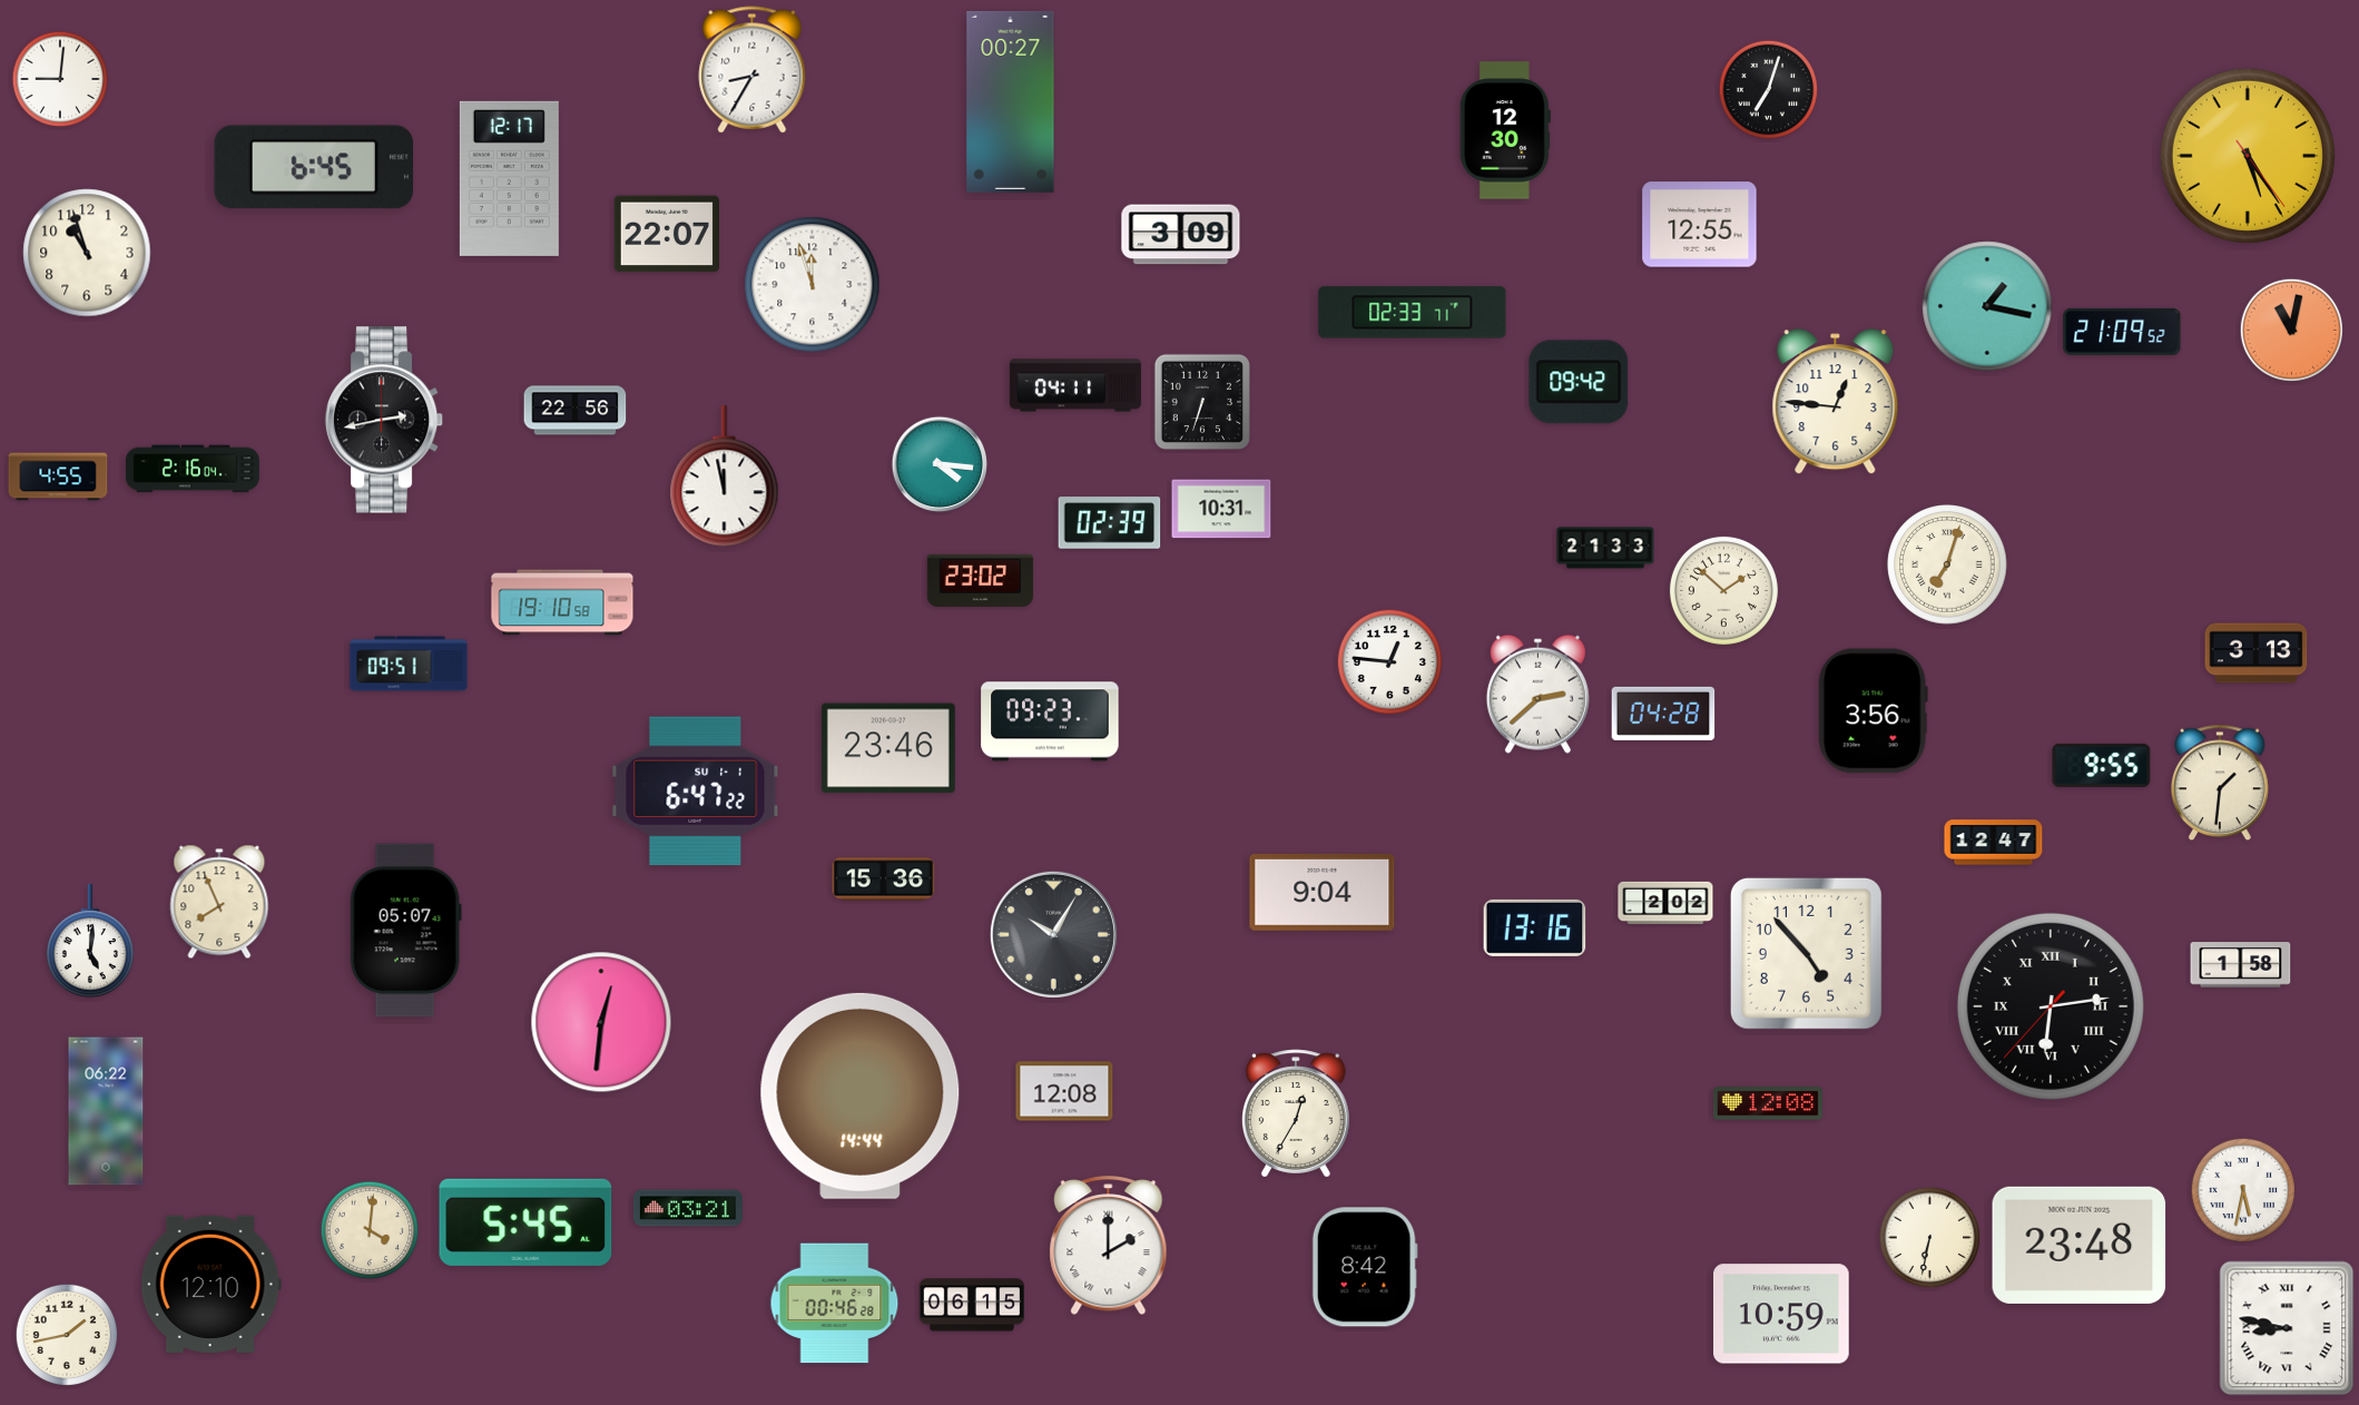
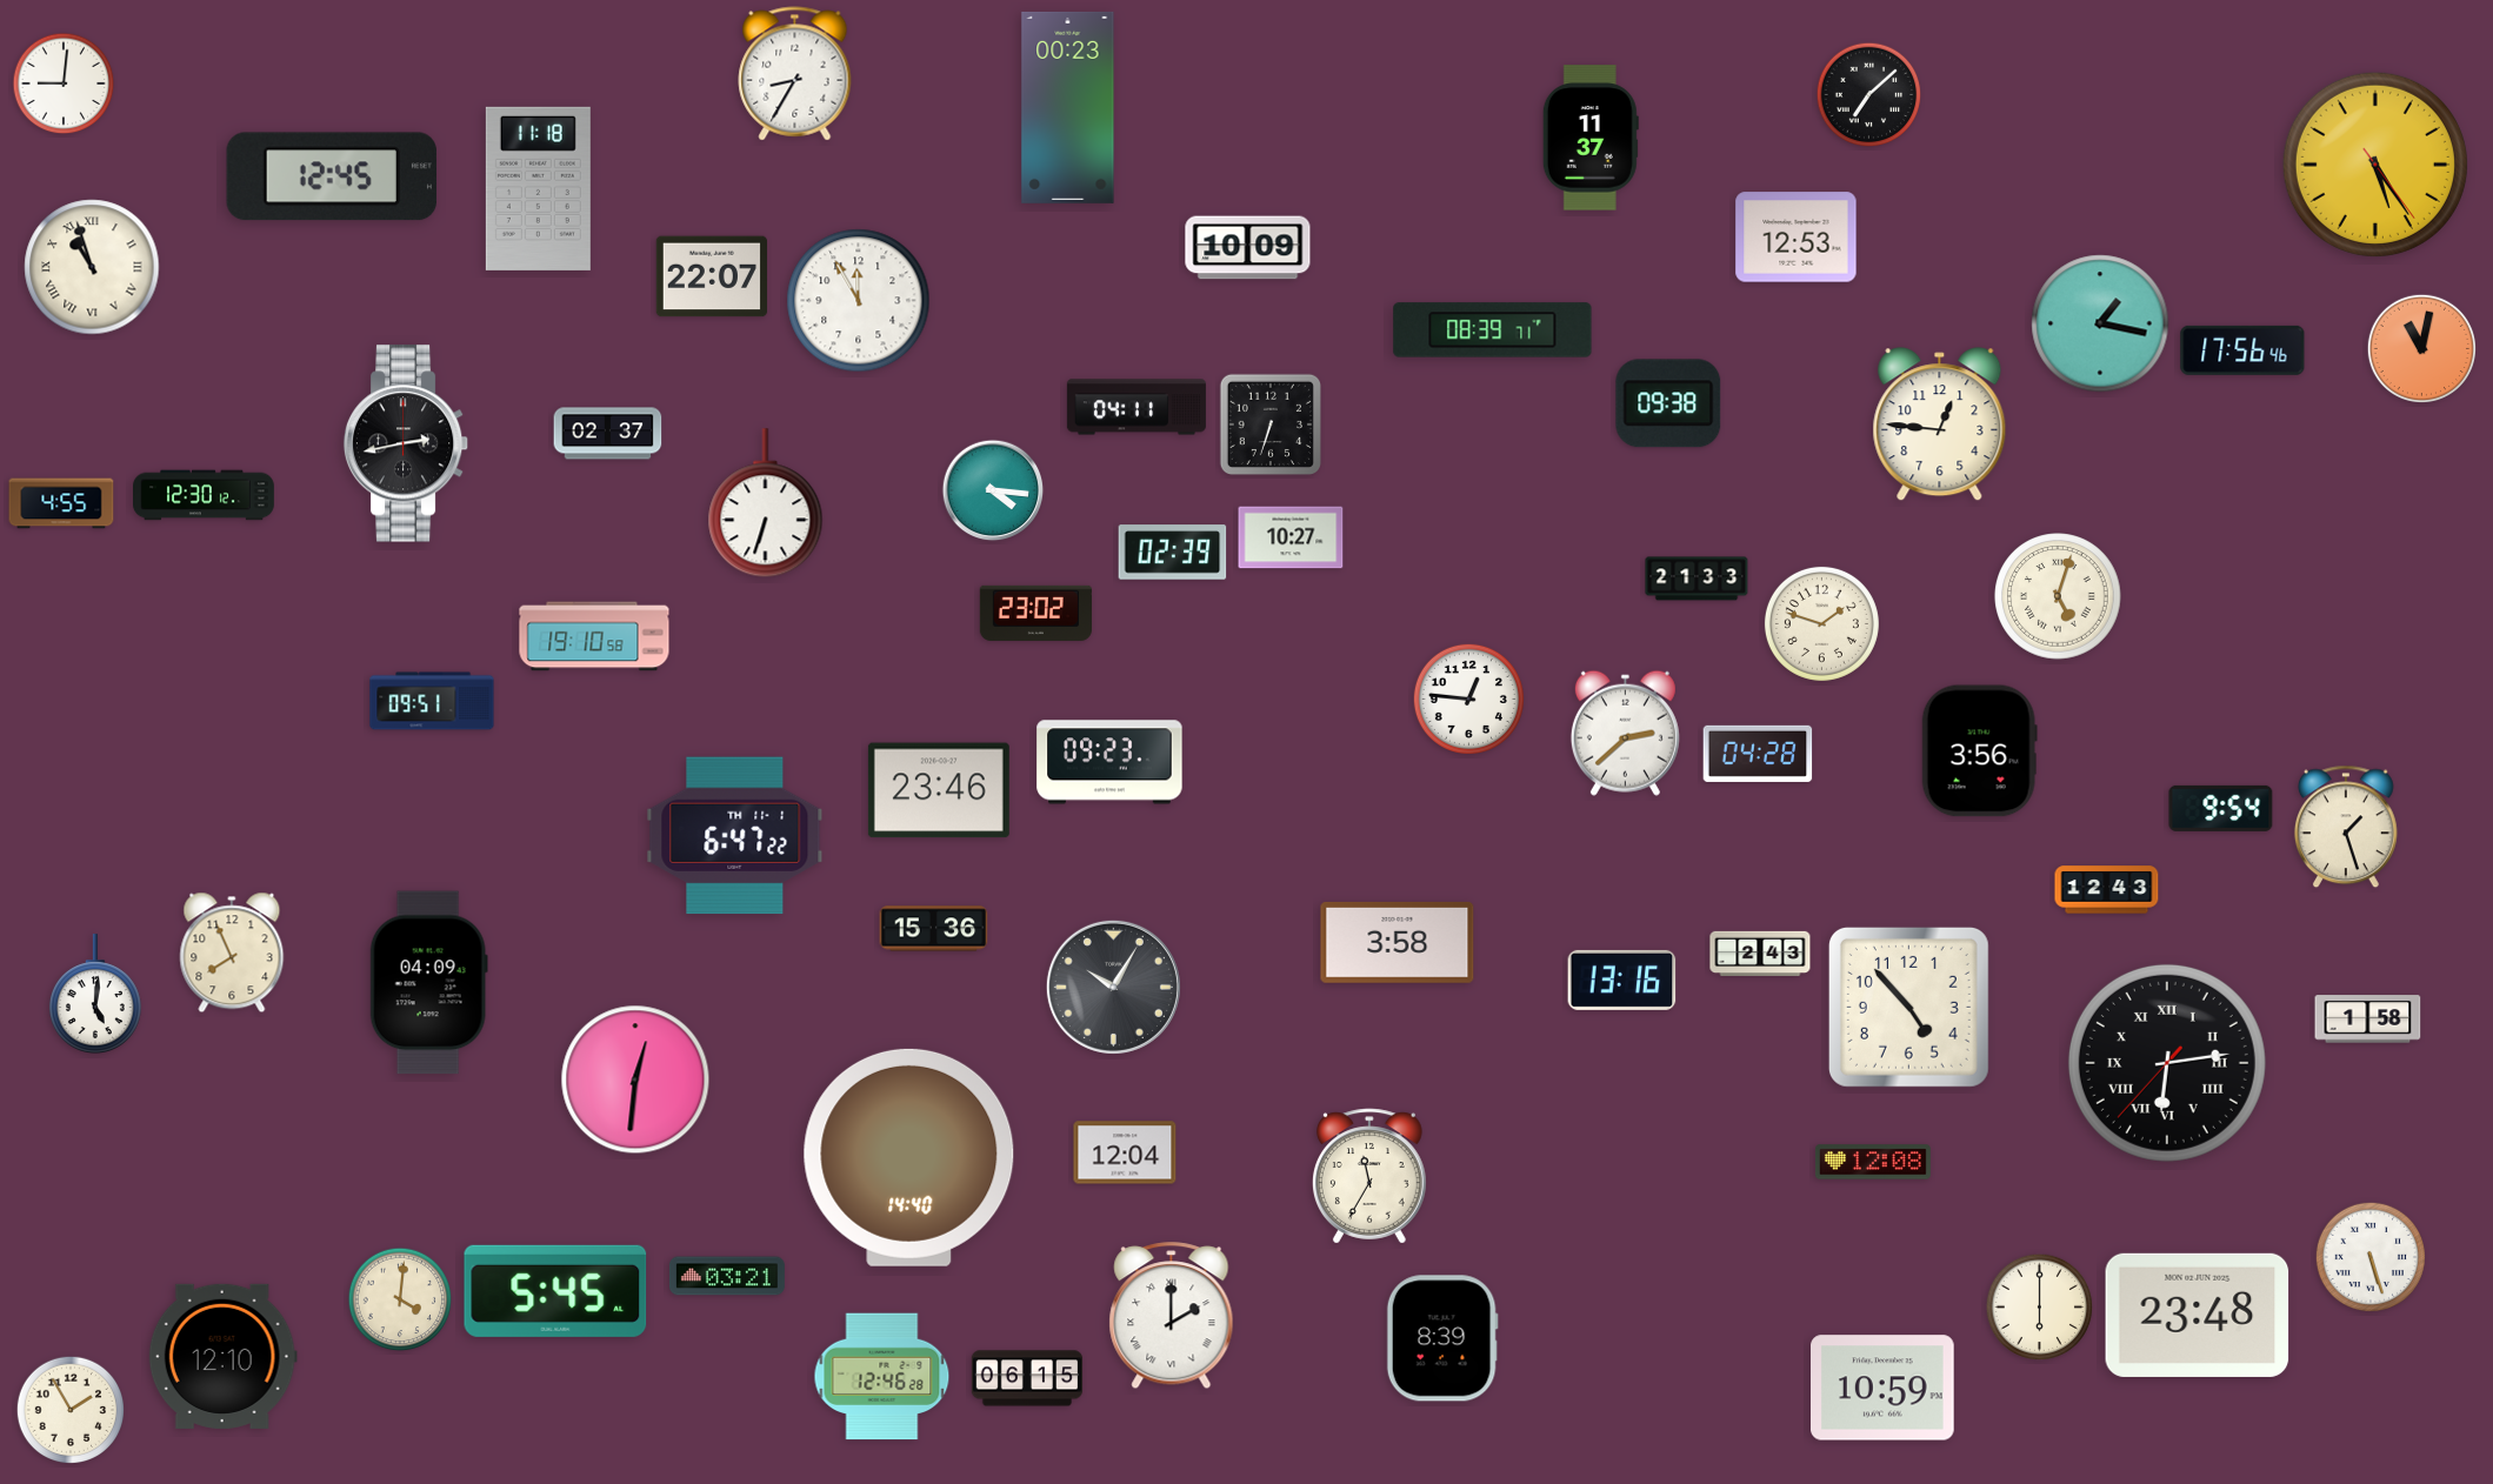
clock at (1769, 90): 7:03 -> 7:08
clock at (1011, 101): 00:27 -> 00:23
clock at (1505, 130): 12:30 -> 11:37
clock at (314, 167): 6:45 -> 12:45
clock at (509, 178): 12:17 -> 11:18
clock at (1700, 225): 12:55 -> 12:53
clock at (666, 234) position: (666, 234) -> (711, 276)
clock at (1181, 235): 3:09 -> 10:09
clock at (87, 253) numerals: Arabic -> Roman
clock at (813, 285): 11:57 -> 11:55
clock at (1413, 313): 02:33 -> 08:39
clock at (2122, 332): 21:09 -> 17:56
clock at (1579, 382): 09:42 -> 09:38
clock at (576, 411): 22:56 -> 02:37
clock at (194, 469): 2:16 -> 12:30
clock at (725, 476): 11:58 -> 6:33
clock at (1221, 509): 10:31 -> 10:27
clock at (1947, 564): 7:03 -> 5:03
clock at (1723, 590): 1:52 -> 1:48
clock at (2257, 654): 3:13 -> none
clock at (2102, 765): 9:55 -> 9:54
clock at (2220, 783): 1:31 -> 1:27
clock at (696, 792) date: SU 1-1 -> TH 11-1
clock at (1994, 843): 12:47 -> 12:43
clock at (1323, 892): 9:04 -> 3:58
clock at (1665, 903): 2:02 -> 2:43
clock at (405, 931): 05:07 -> 04:09
clock at (1064, 1091): 12:08 -> 12:04
clock at (861, 1095): 14:44 -> 14:40
clock at (1768, 1103) position: (1768, 1103) -> (1873, 1162)
clock at (106, 1111): 06:22 -> none
clock at (1296, 1113): 12:35 -> 11:35
clock at (2243, 1190): 5:32 -> 5:27
clock at (370, 1230) position: (370, 1230) -> (400, 1299)
clock at (1930, 1238): 6:32 -> 6:00
clock at (1365, 1267): 8:42 -> 8:39
clock at (835, 1304): 00:46 -> 12:46
clock at (2287, 1328): 8:47 -> none
clock at (66, 1334): 1:43 -> 1:55
